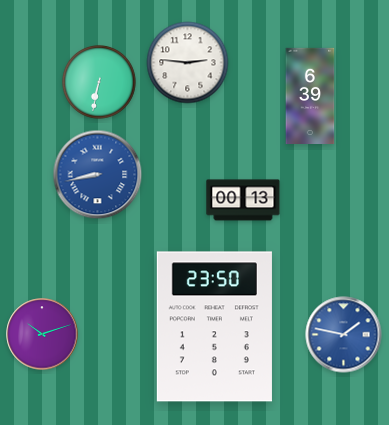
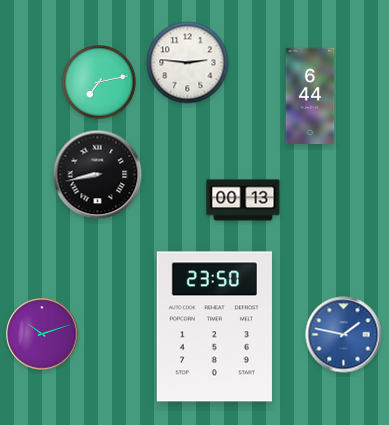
clock at (99, 82): 6:32 -> 7:13
clock at (310, 95): 6:39 -> 6:44
clock at (98, 175) dial: blue -> black
